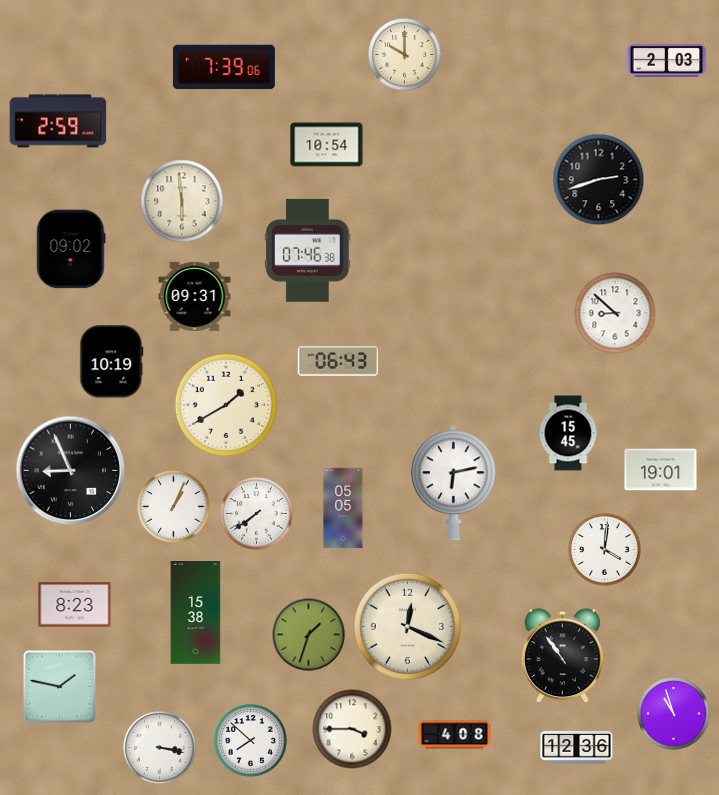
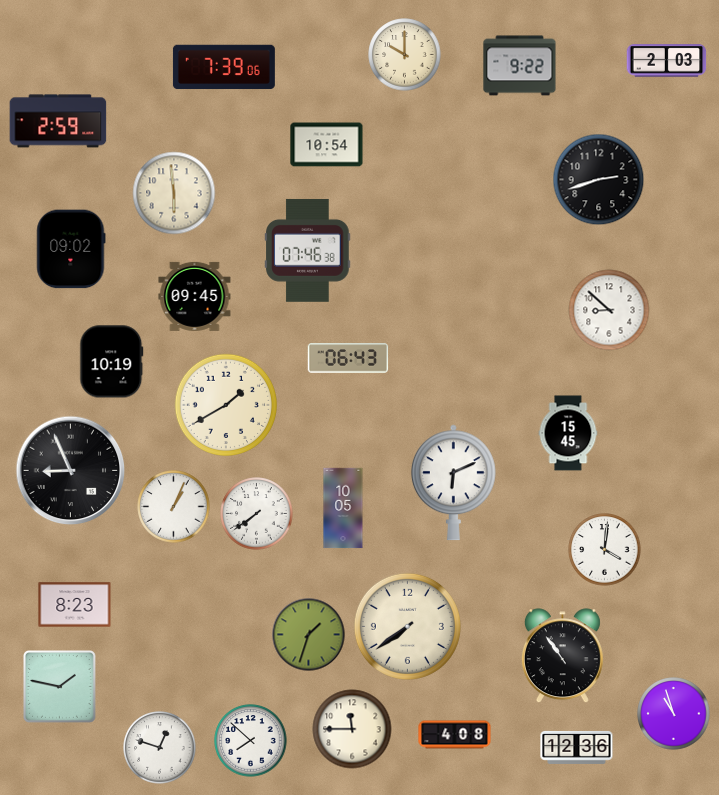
clock at (520, 66): none -> 9:22
clock at (182, 201) position: (182, 201) -> (174, 193)
clock at (195, 296): 09:31 -> 09:45
clock at (615, 313) position: (615, 313) -> (609, 310)
clock at (338, 361) position: (338, 361) -> (348, 358)
clock at (661, 470): 19:01 -> none
clock at (453, 483): 6:13 -> 6:11
clock at (343, 508): 05:05 -> 10:05
clock at (196, 613): 15:38 -> none
clock at (407, 626): 12:19 -> 7:39
clock at (352, 729): 3:45 -> 11:45
clock at (160, 748): 3:17 -> 12:48
